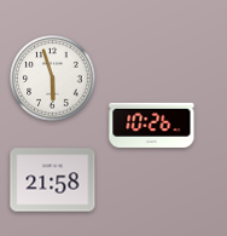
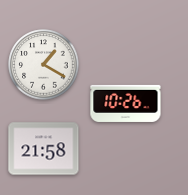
clock at (53, 79): 5:57 -> 1:20
